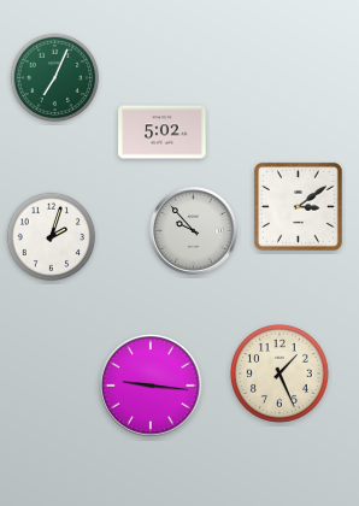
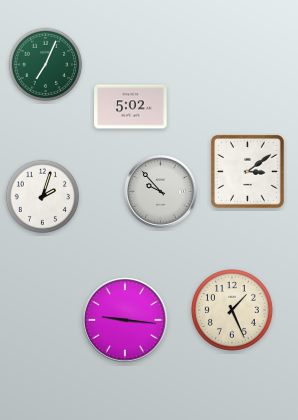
clock at (163, 133) position: (163, 133) -> (131, 107)
